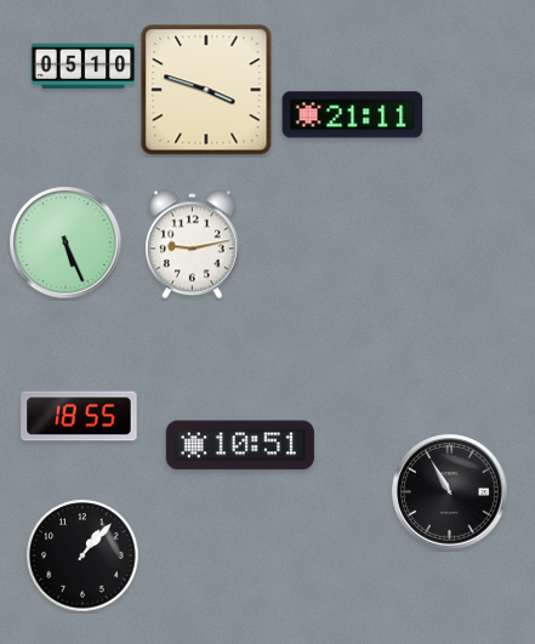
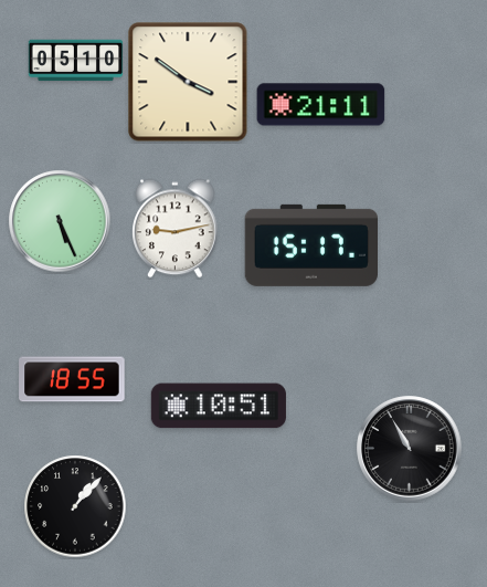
clock at (206, 90): 3:48 -> 3:51
clock at (193, 245) position: (193, 245) -> (176, 229)
clock at (310, 245): none -> 15:17
